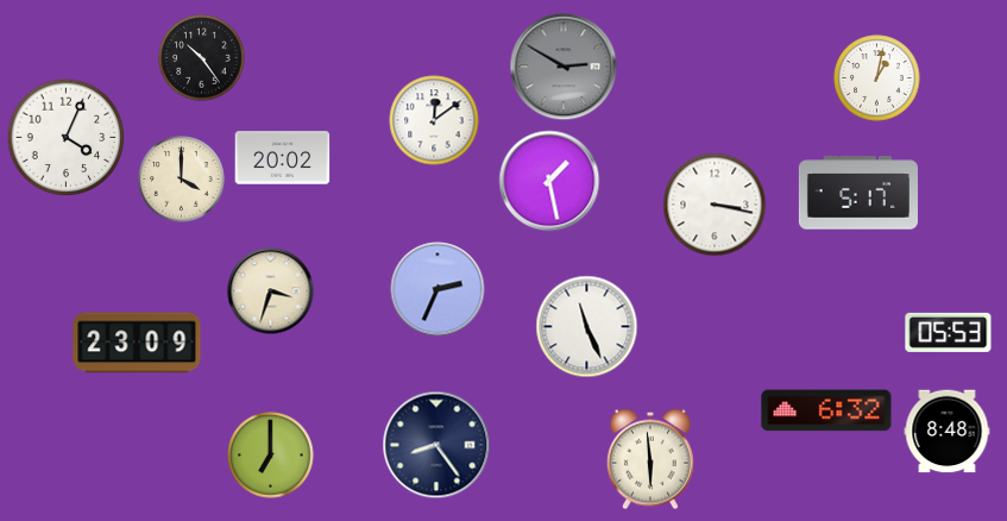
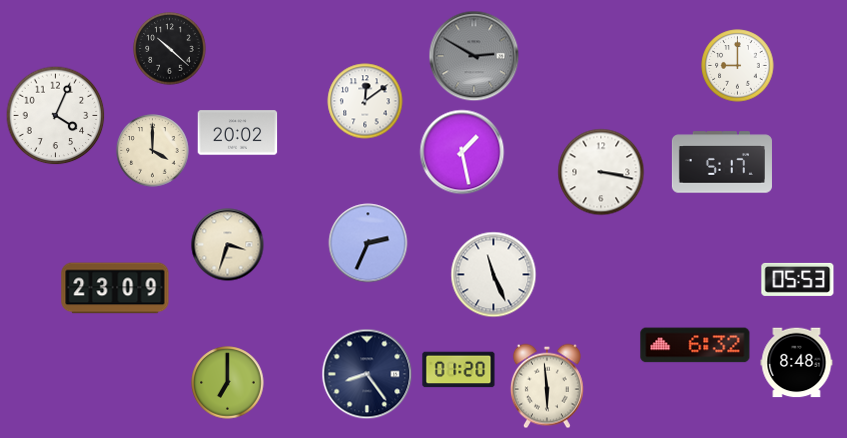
clock at (202, 58): 10:24 -> 10:22
clock at (877, 79): 1:02 -> 9:00
clock at (459, 370): none -> 01:20
